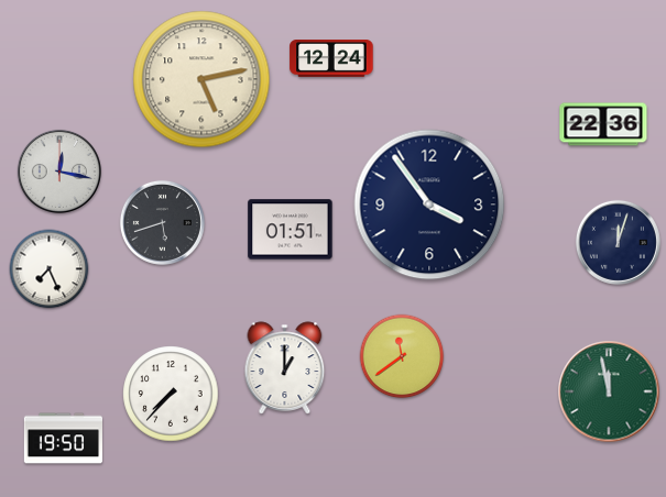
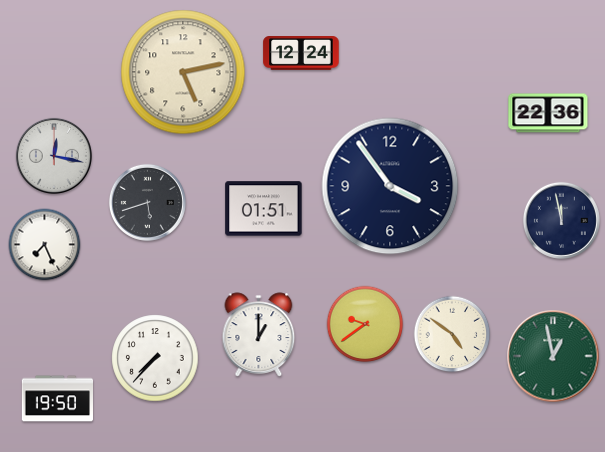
clock at (618, 242): 12:03 -> 11:58
clock at (402, 356): 11:39 -> 9:39
clock at (452, 334): none -> 4:51
clock at (609, 391): 11:58 -> 12:58
